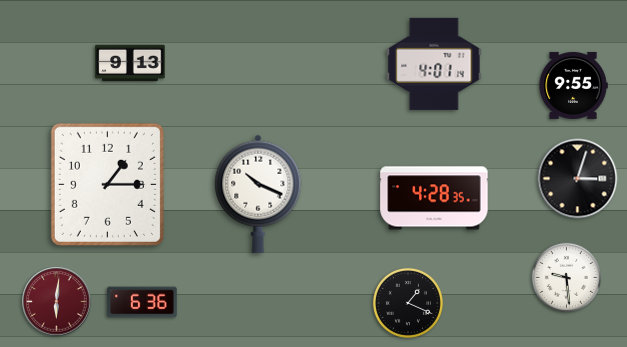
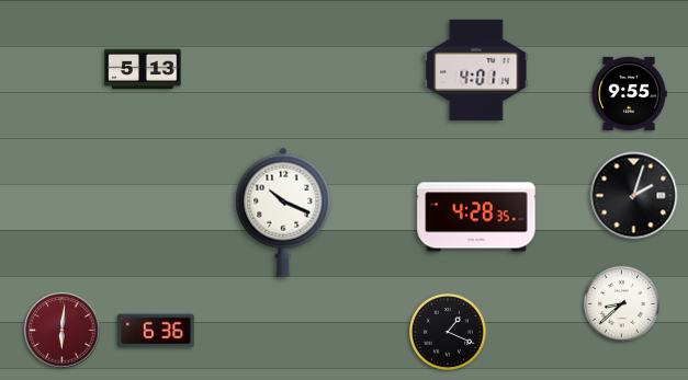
clock at (130, 63): 9:13 -> 5:13
clock at (578, 179): 3:03 -> 2:03
clock at (107, 184): 1:15 -> none
clock at (566, 277): 9:29 -> 8:38
